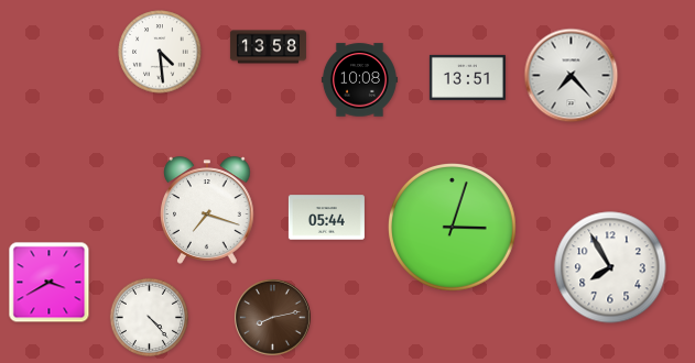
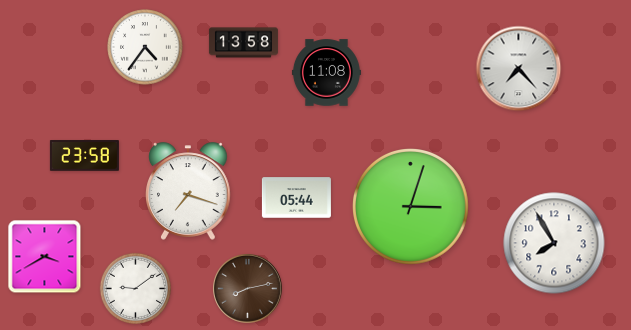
clock at (160, 52): 4:29 -> 4:36
clock at (467, 77): 13:51 -> none
clock at (359, 80): 10:08 -> 11:08
clock at (84, 156): none -> 23:58
clock at (149, 317): 4:23 -> 9:09
